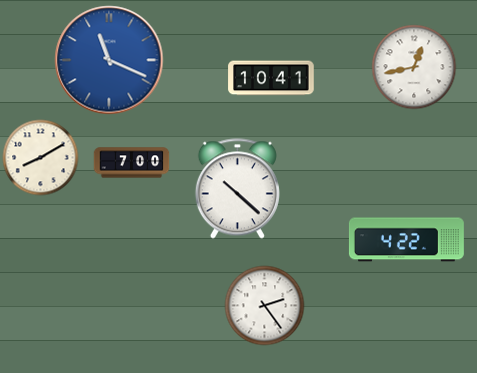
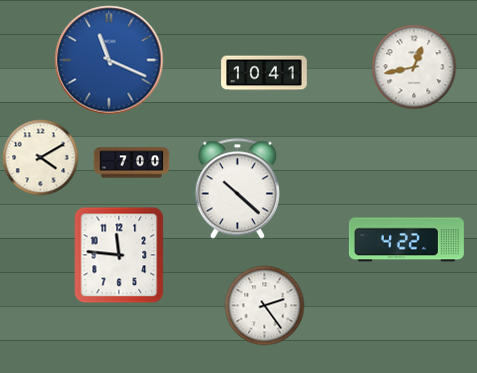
clock at (271, 78) position: (271, 78) -> (264, 73)
clock at (41, 158): 8:10 -> 4:10
clock at (119, 255): none -> 11:46
